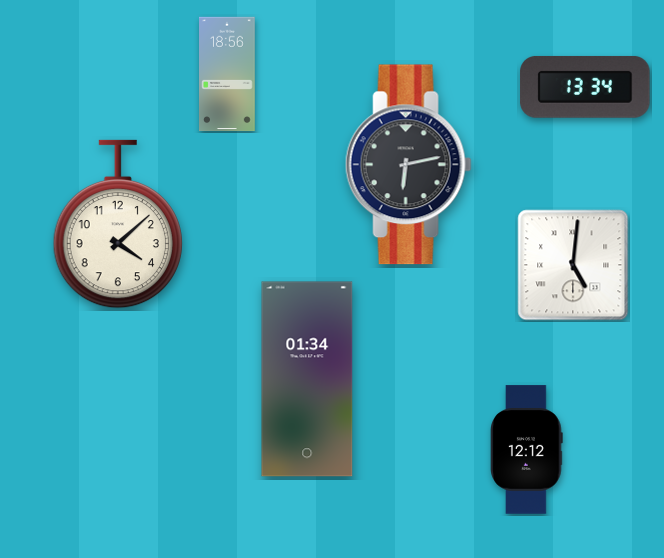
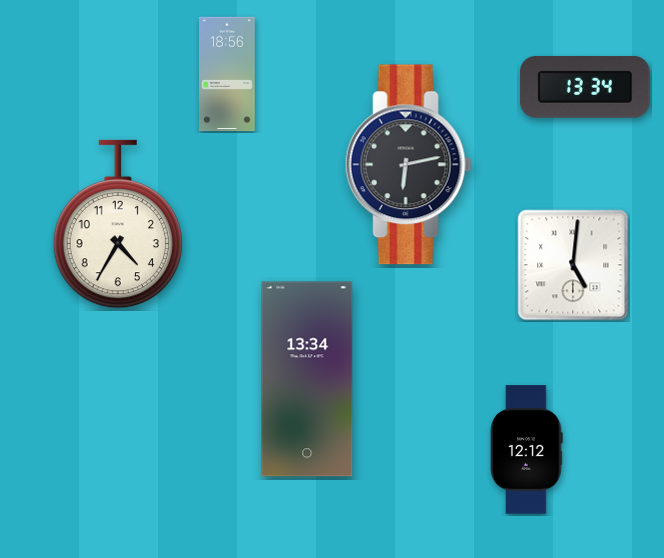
clock at (117, 224): 4:08 -> 4:35
clock at (307, 379): 01:34 -> 13:34
